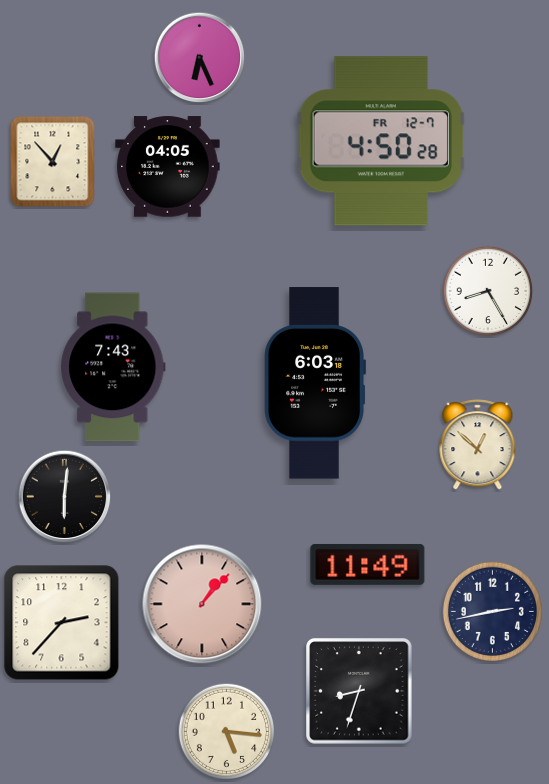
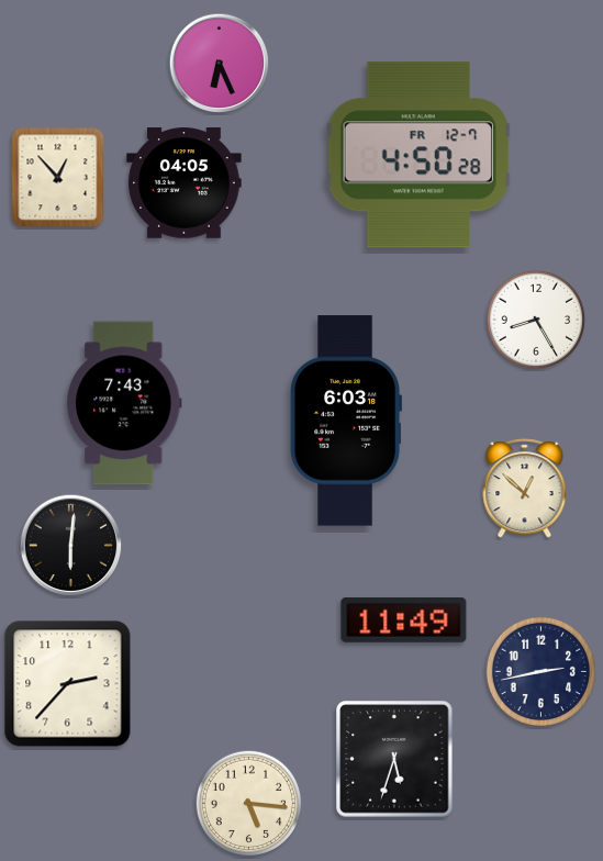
clock at (202, 604): 1:07 -> none
clock at (359, 691): 8:33 -> 5:33
